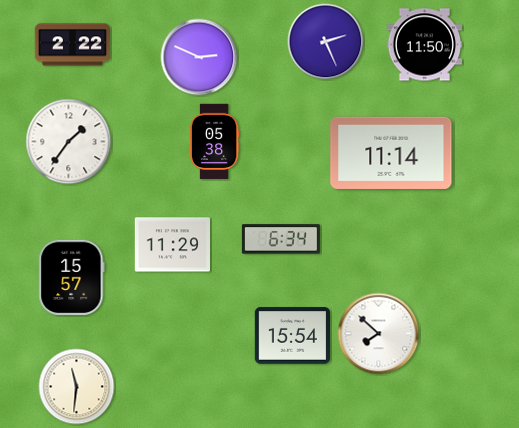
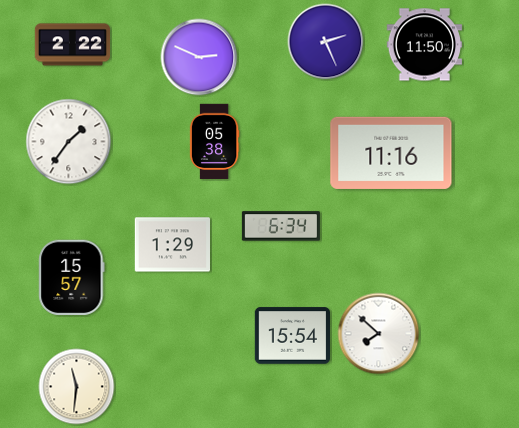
clock at (391, 153): 11:14 -> 11:16
clock at (281, 239) position: (281, 239) -> (281, 226)
clock at (172, 245): 11:29 -> 1:29
